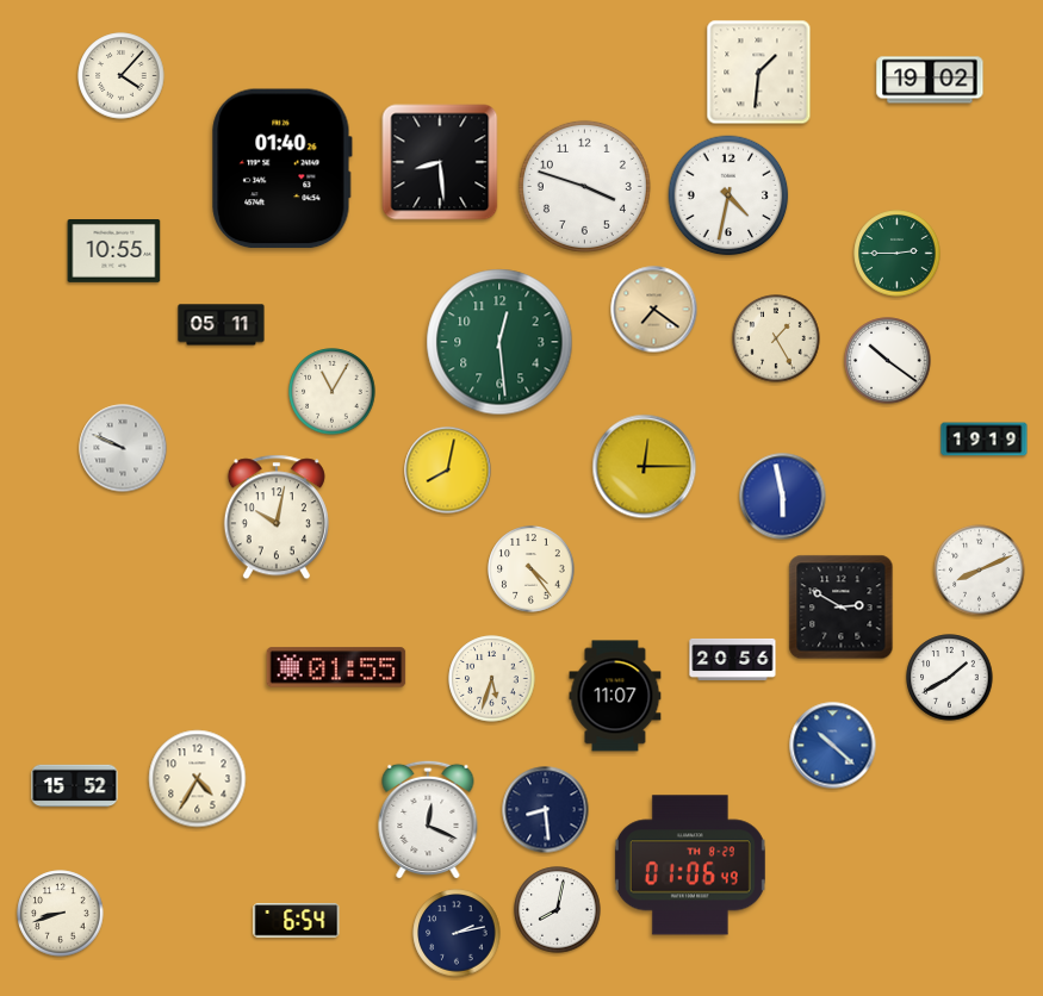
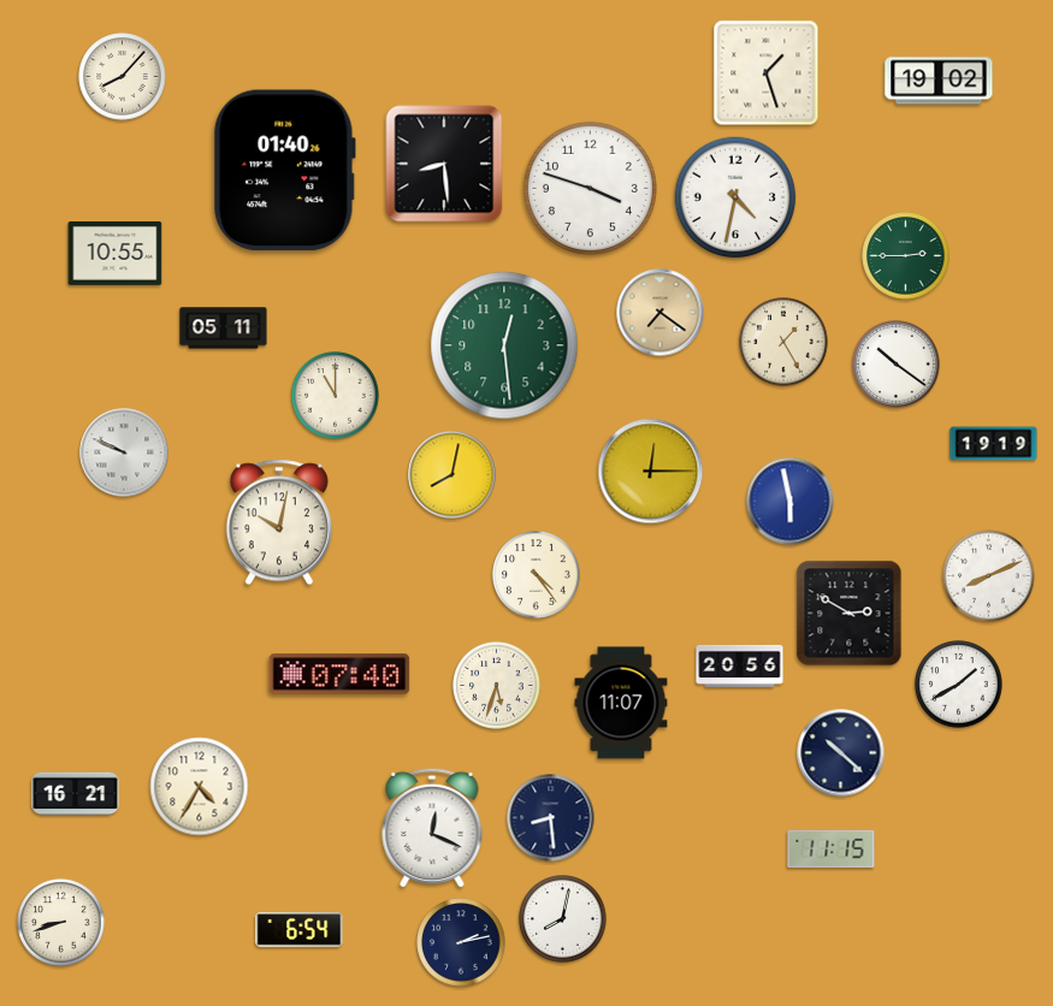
clock at (759, 73): 1:31 -> 1:27
clock at (122, 76): 4:07 -> 8:07
clock at (333, 392): 11:05 -> 11:00
clock at (336, 667): 01:55 -> 07:40
clock at (833, 746) dial: blue -> navy
clock at (75, 786): 15:52 -> 16:21
clock at (832, 848): none -> 11:15
clock at (690, 865): 01:06 -> none
